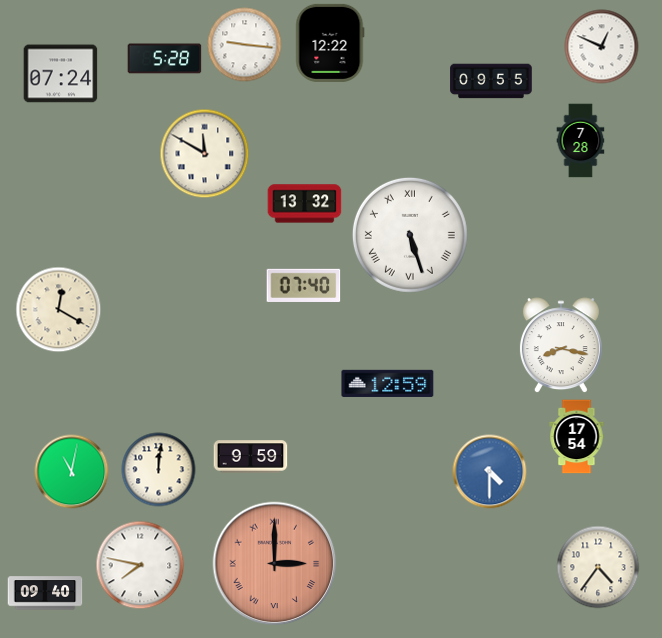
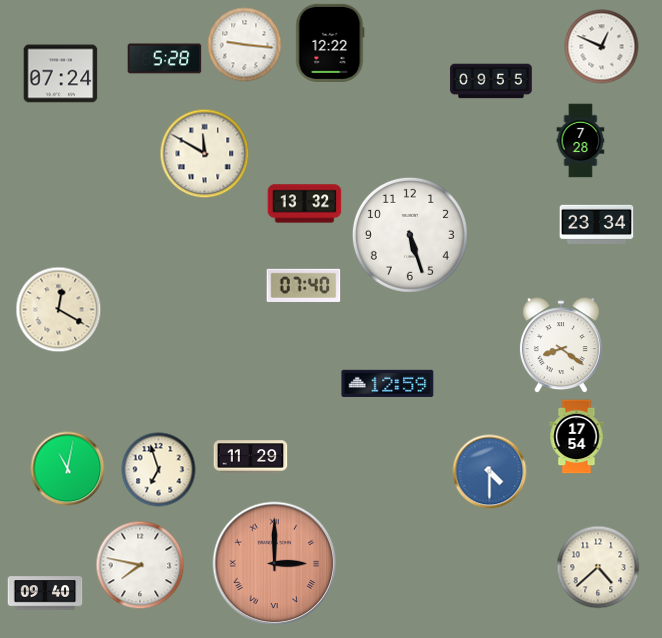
clock at (597, 224): none -> 23:34
clock at (410, 235) numerals: Roman -> Arabic
clock at (561, 346): 8:17 -> 8:21
clock at (251, 457): 9:59 -> 11:29
clock at (159, 470): 12:01 -> 6:57
clock at (72, 472) position: (72, 472) -> (68, 469)
clock at (598, 567): 4:36 -> 4:38
